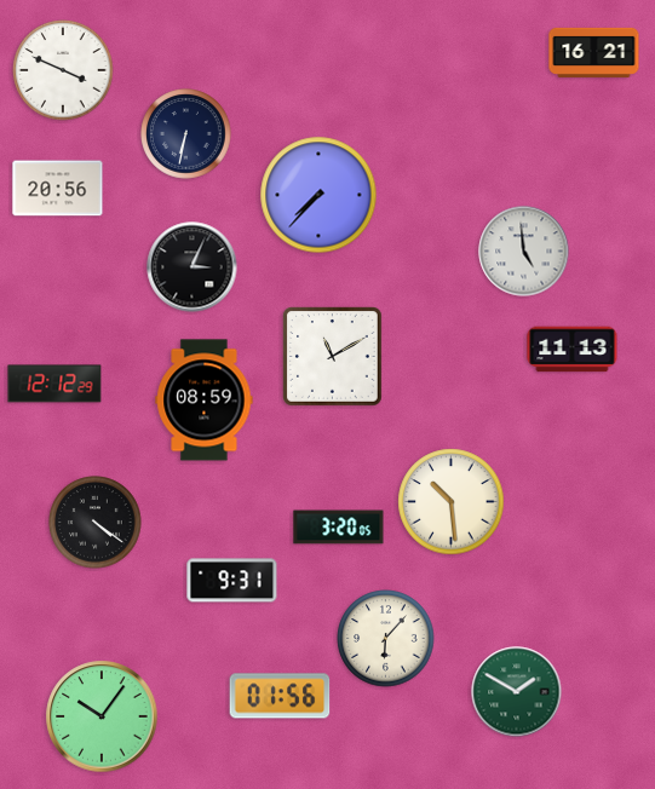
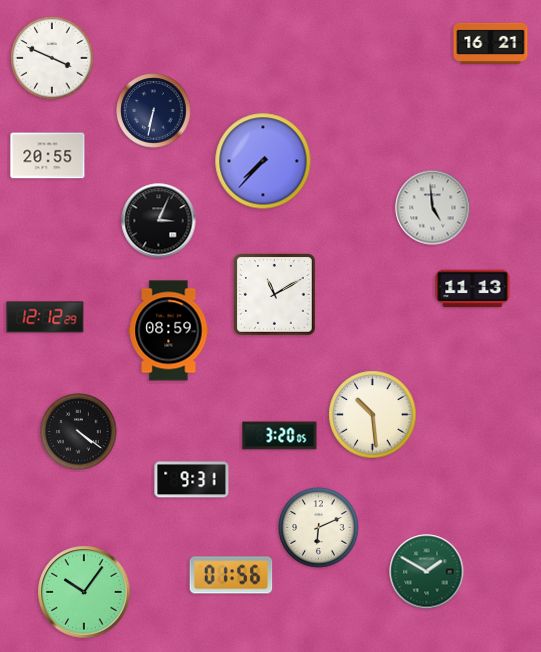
clock at (58, 189): 20:56 -> 20:55
clock at (386, 639): 6:07 -> 6:11
